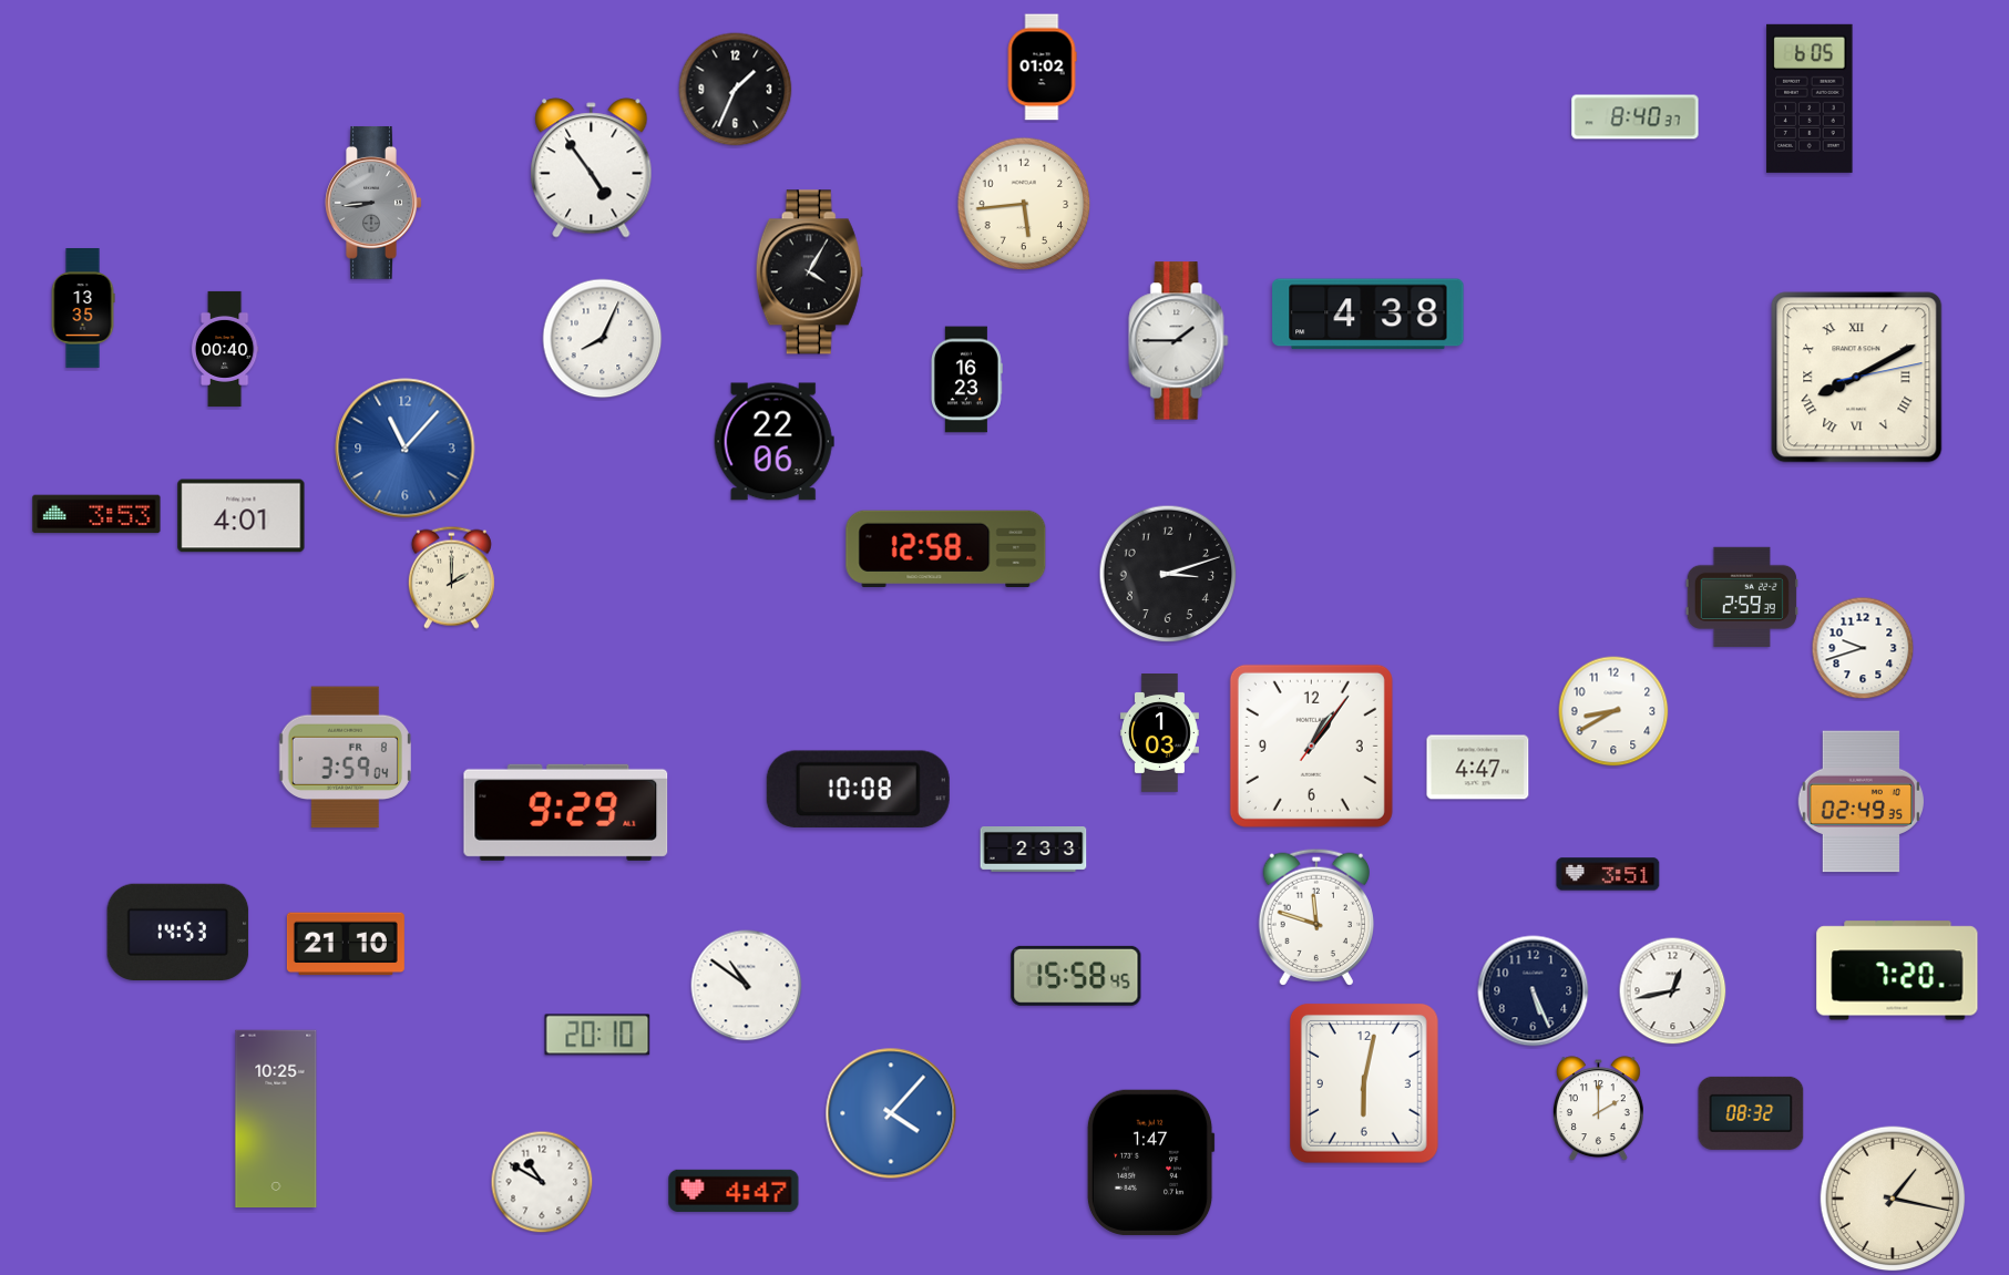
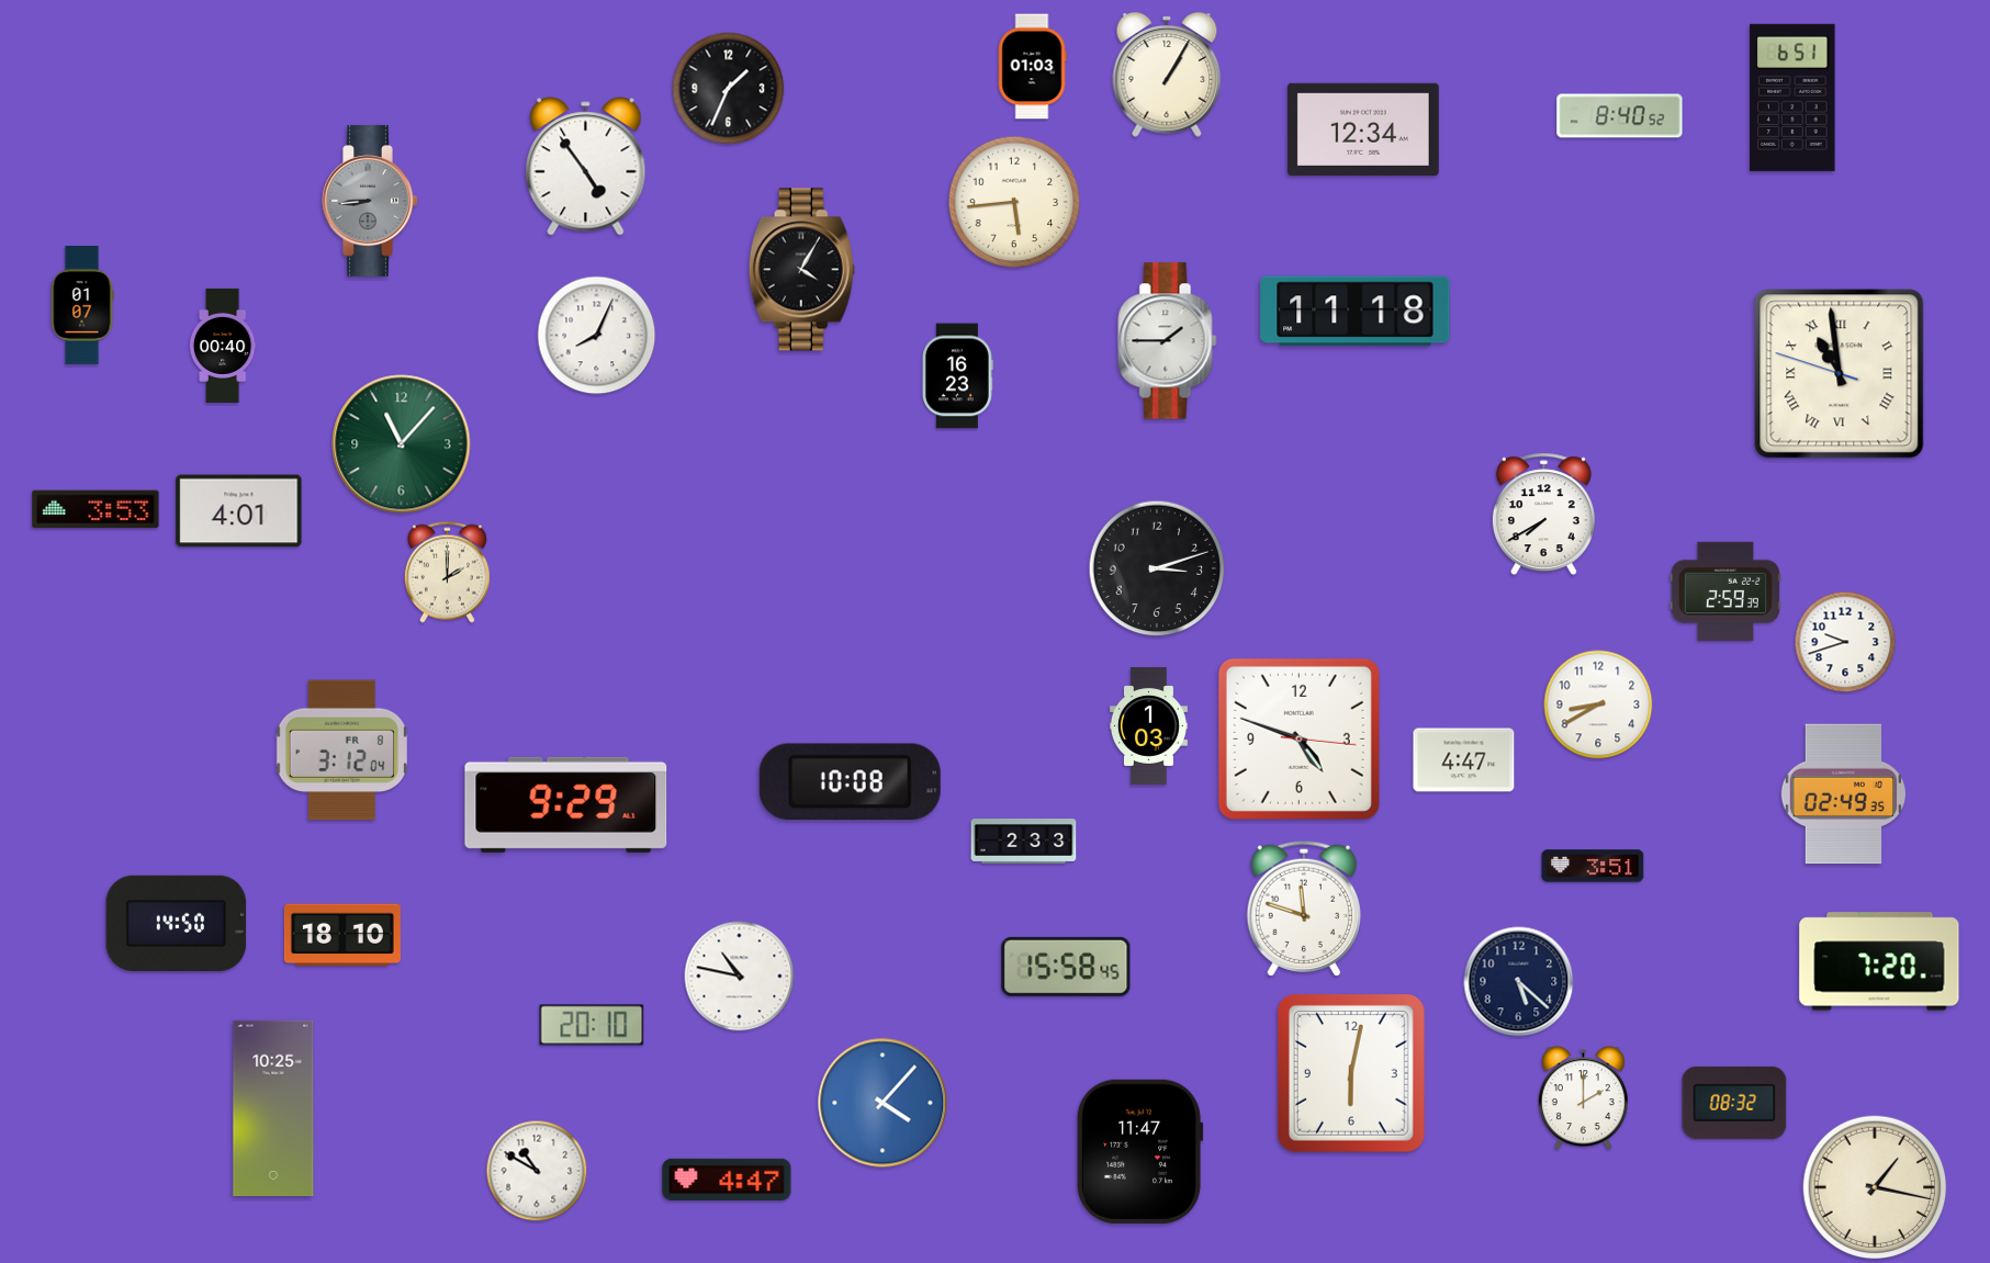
clock at (1042, 68): 01:02 -> 01:03
clock at (1167, 75): none -> 1:05
clock at (1810, 99): 6:05 -> 6:51
clock at (1636, 117): 8:40:37 -> 8:40:52
clock at (1363, 129): none -> 12:34
clock at (83, 309): 13:35 -> 01:07
clock at (1369, 315): 4:38 -> 11:18
clock at (1179, 341) position: (1179, 341) -> (1168, 341)
clock at (1857, 378): 8:10 -> 10:58
clock at (773, 442): 22:06 -> none
clock at (406, 449) dial: blue -> green
clock at (1543, 515): none -> 7:40
clock at (946, 548): 12:58 -> none
clock at (1311, 746): 1:06 -> 4:48
clock at (345, 758): 3:59 -> 3:12
clock at (566, 812) position: (566, 812) -> (566, 804)
clock at (178, 932): 14:53 -> 14:50
clock at (346, 944): 21:10 -> 18:10
clock at (747, 986): 10:51 -> 10:47
clock at (1534, 991): 5:26 -> 5:22
clock at (1673, 991): 12:43 -> none
clock at (1150, 1162): 1:47 -> 11:47
